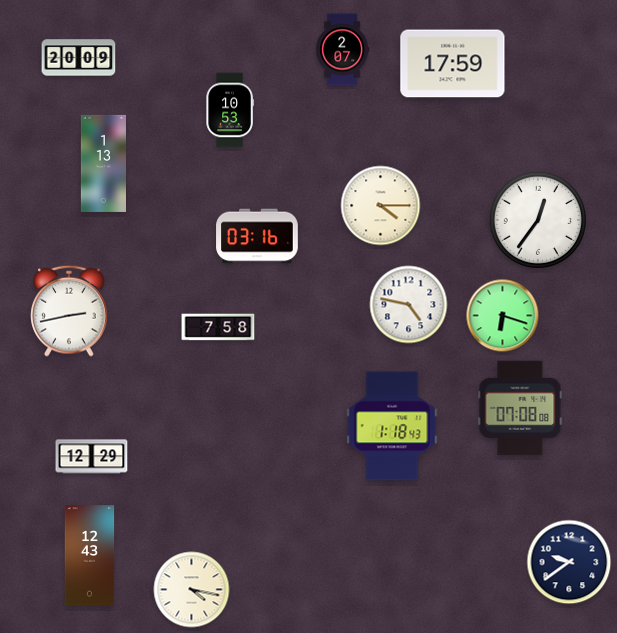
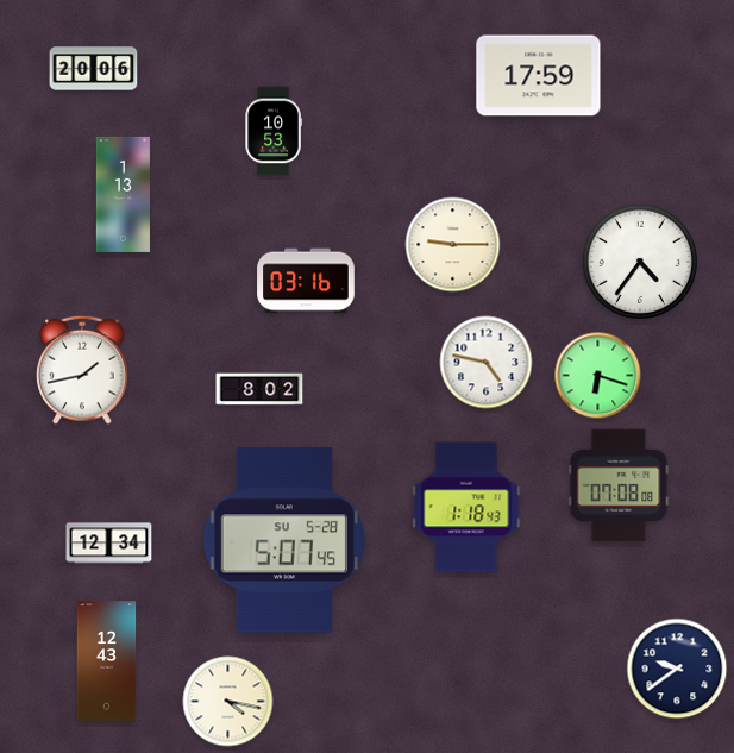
clock at (343, 50): 2:07 -> none
clock at (79, 58): 20:09 -> 20:06
clock at (381, 206): 4:15 -> 9:15
clock at (538, 220): 12:36 -> 4:36
clock at (69, 311): 2:43 -> 1:43
clock at (218, 327): 7:58 -> 8:02
clock at (284, 540): none -> 5:07
clock at (92, 457): 12:29 -> 12:34
